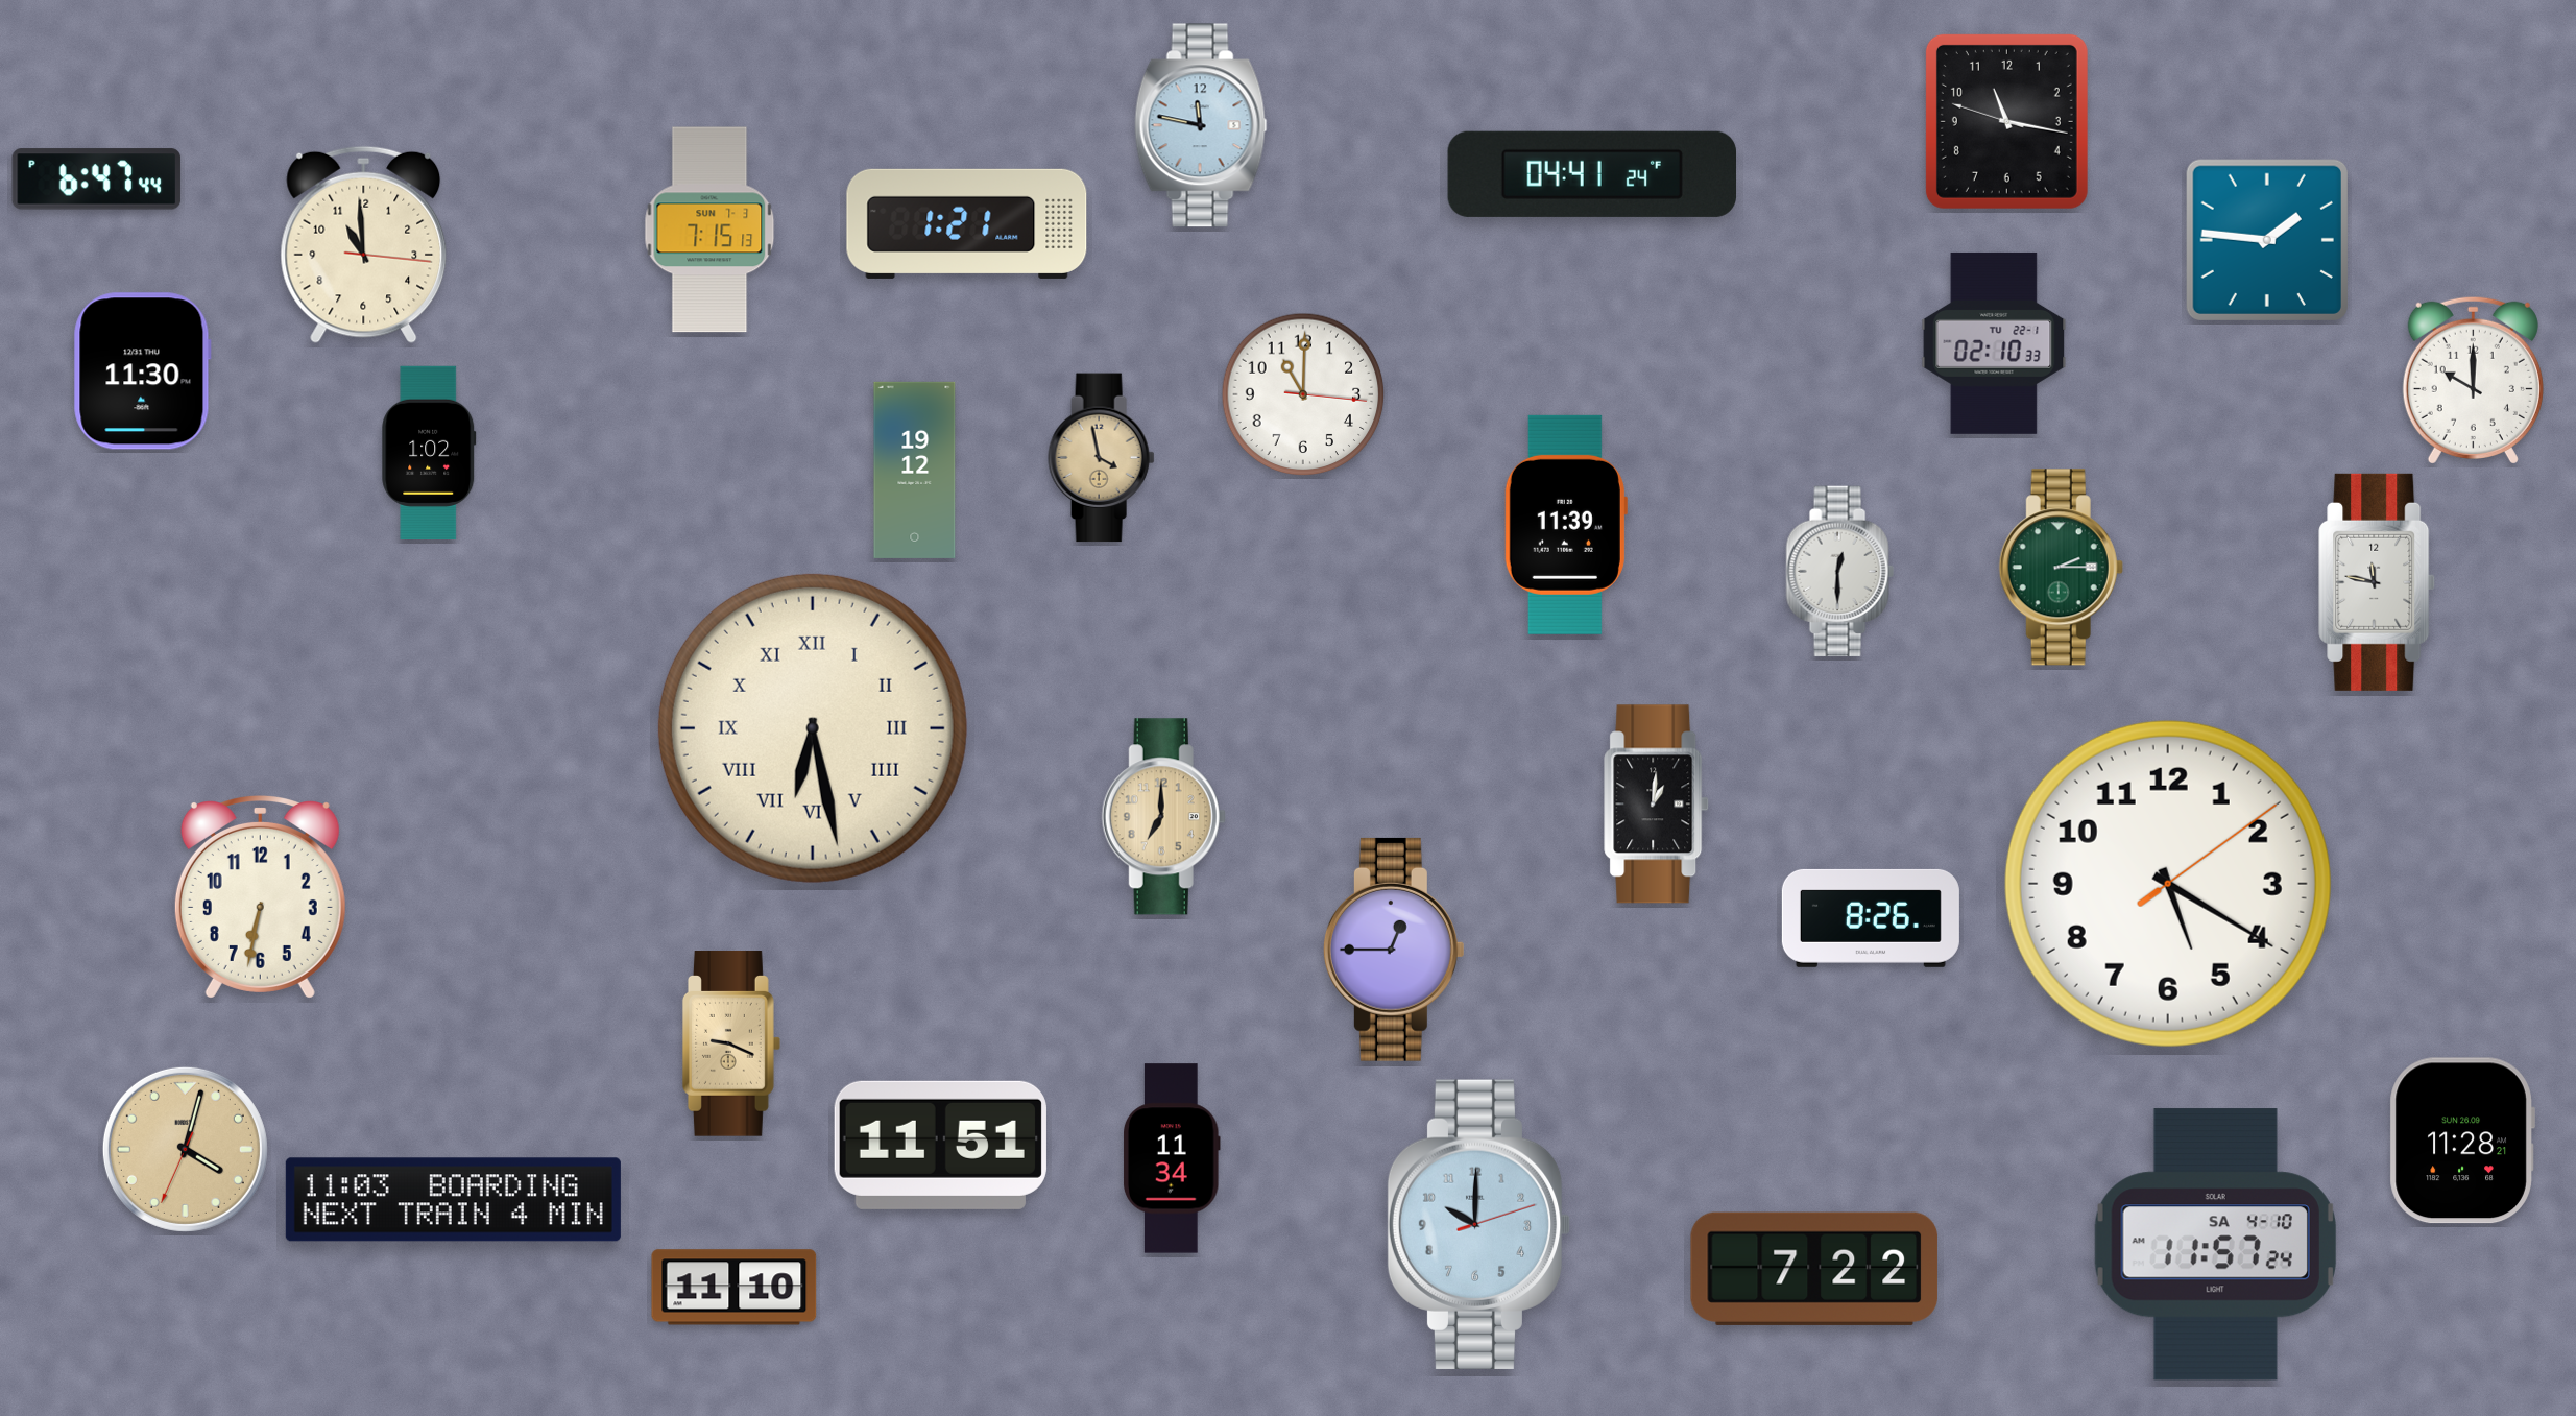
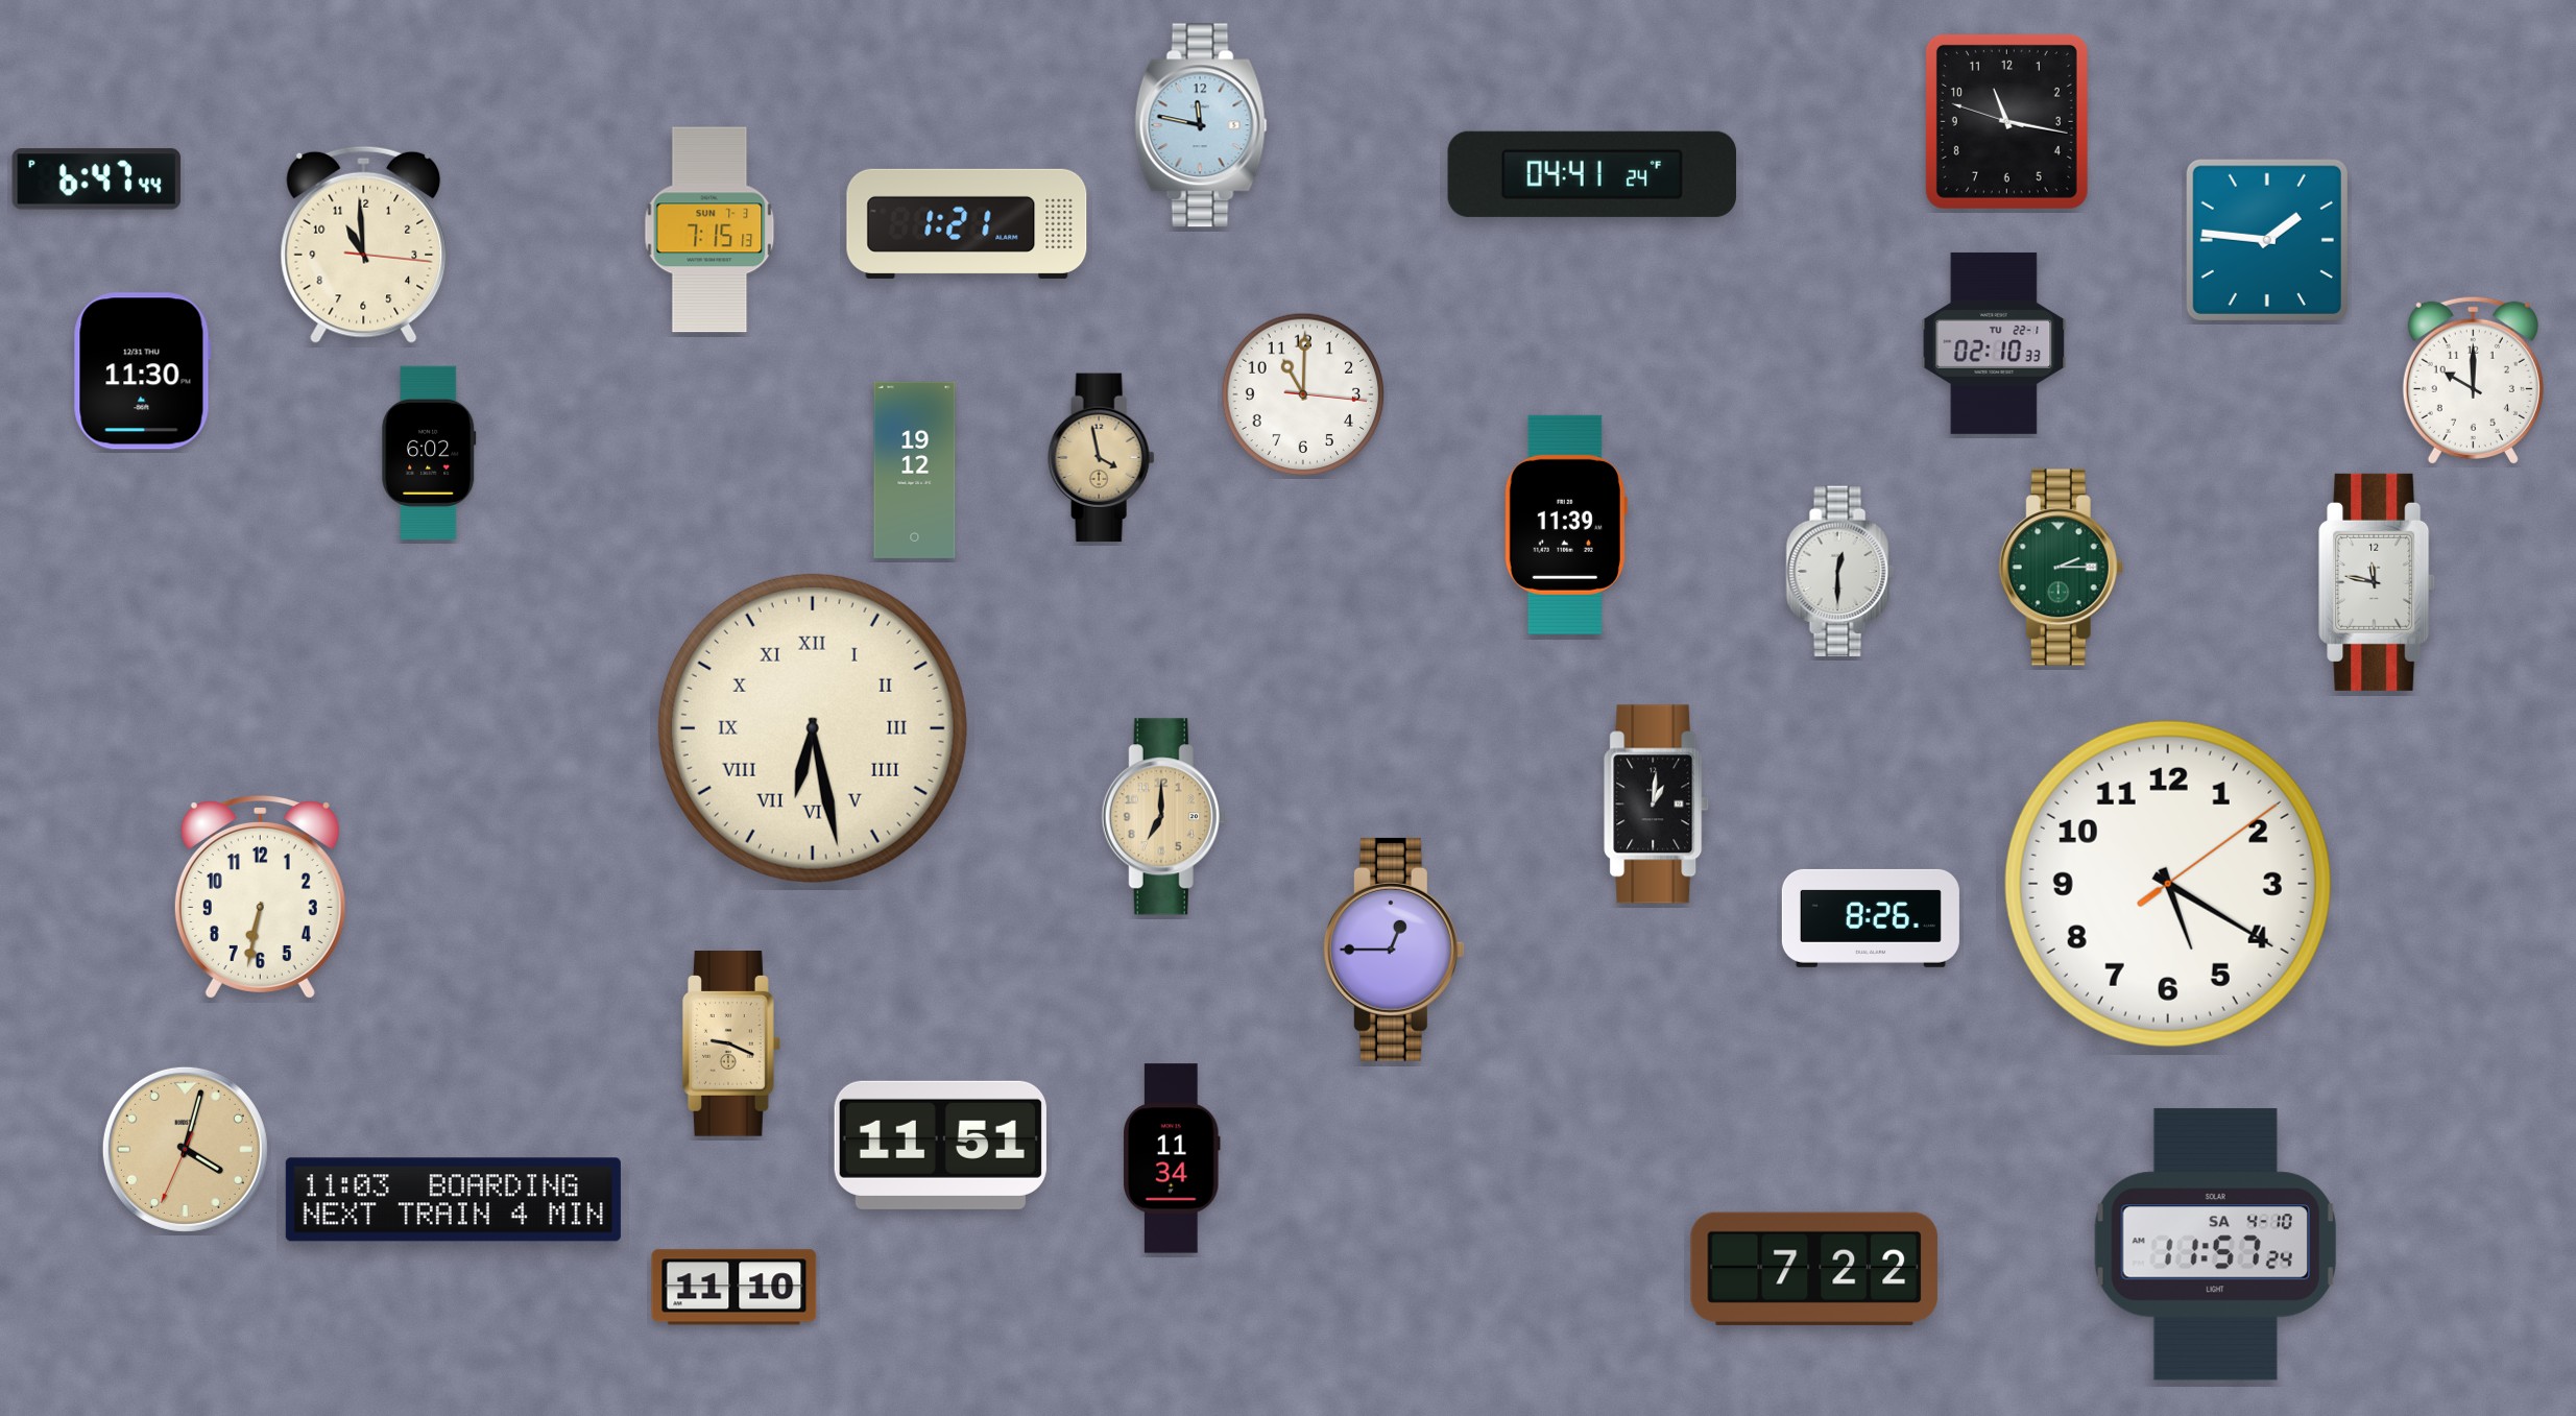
clock at (429, 452): 1:02 -> 6:02
clock at (2462, 1141): 11:28 -> none
clock at (1479, 1224): 10:00 -> none
